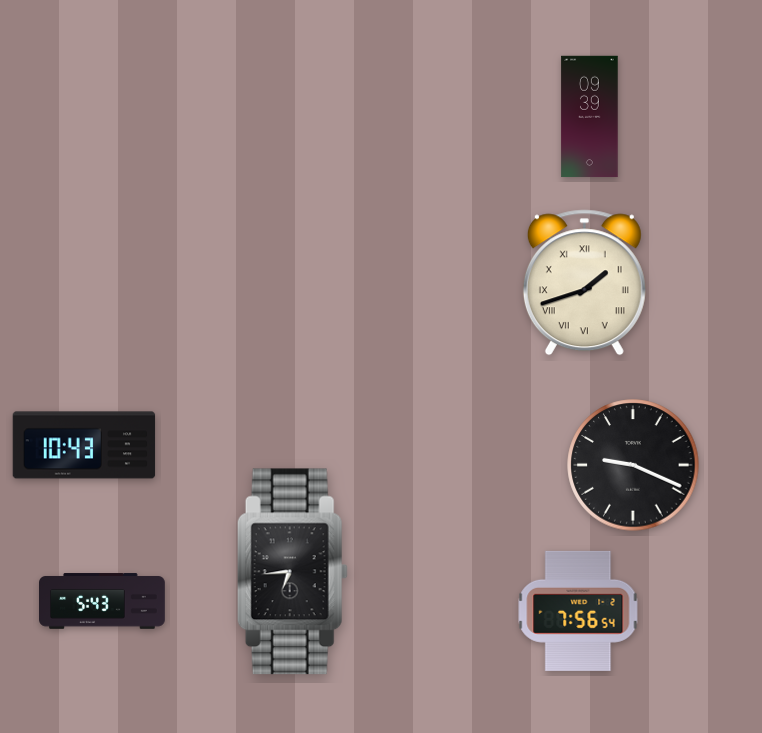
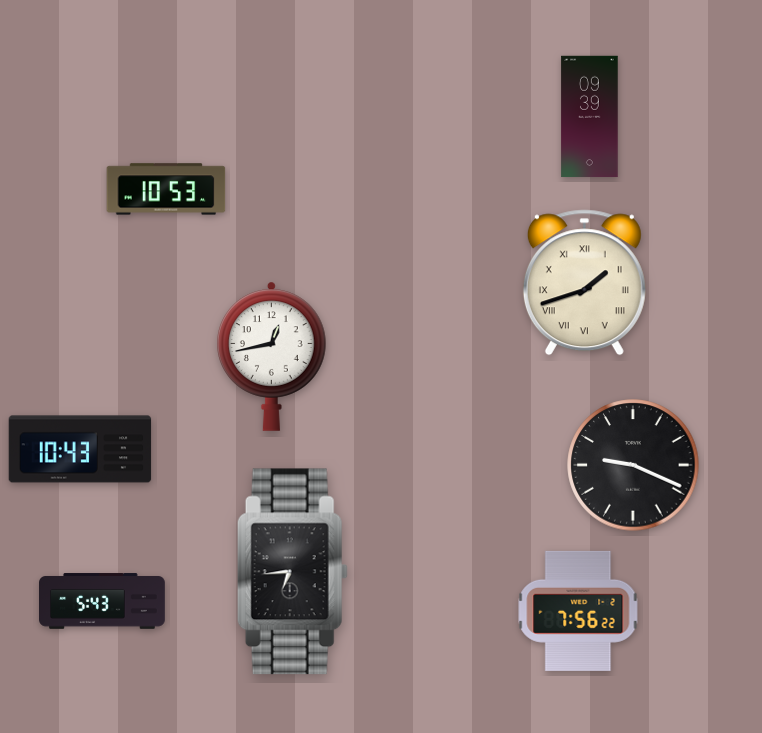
clock at (166, 189): none -> 10:53
clock at (272, 356): none -> 12:43
clock at (84, 445) position: (84, 445) -> (80, 449)
clock at (578, 611): 7:56:54 -> 7:56:22
